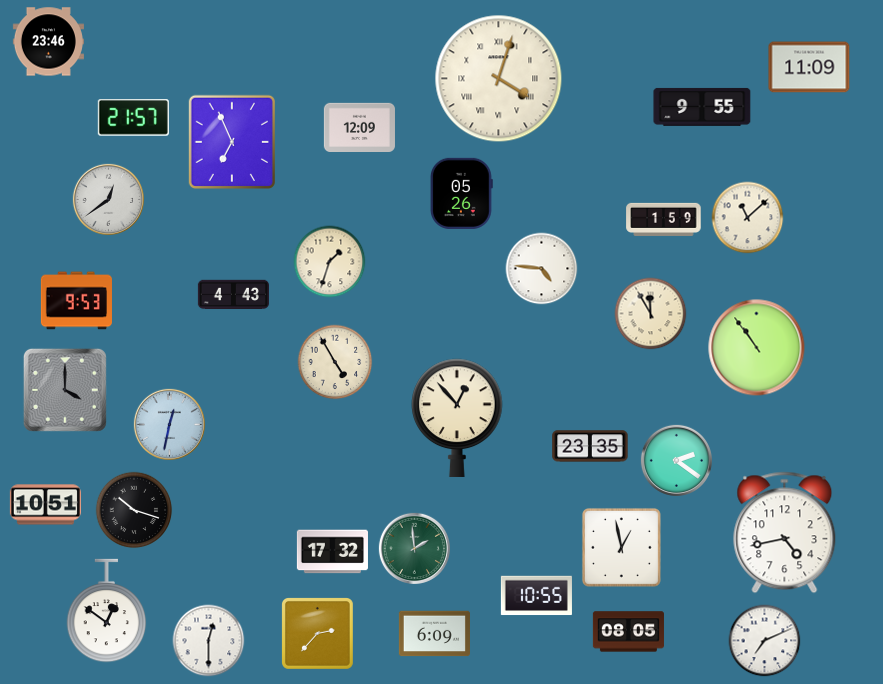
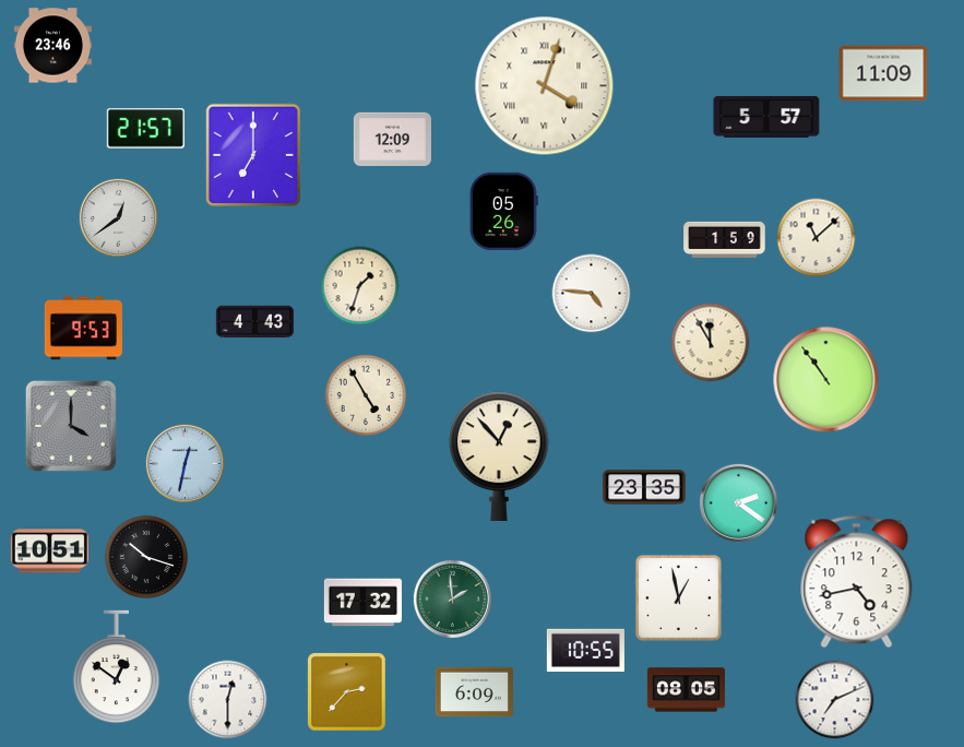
clock at (702, 107): 9:55 -> 5:57
clock at (232, 142): 6:56 -> 7:00
